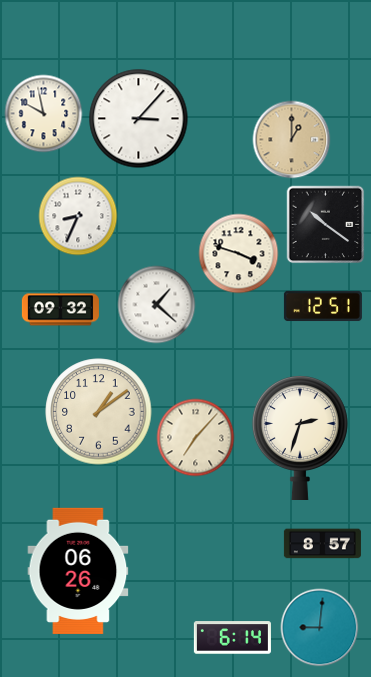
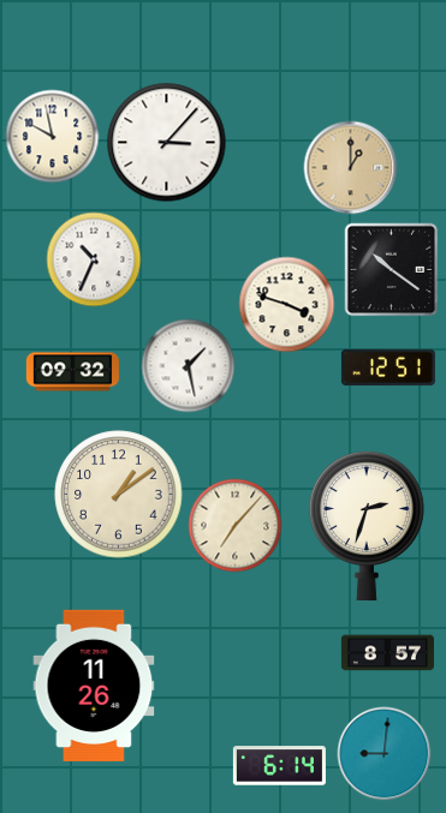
clock at (78, 216): 8:34 -> 10:34
clock at (156, 304): 1:22 -> 1:28
clock at (300, 438) position: (300, 438) -> (367, 526)
clock at (78, 571): 06:26 -> 11:26
